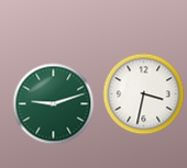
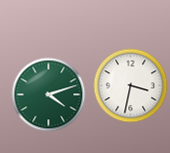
clock at (54, 104): 9:12 -> 4:12
